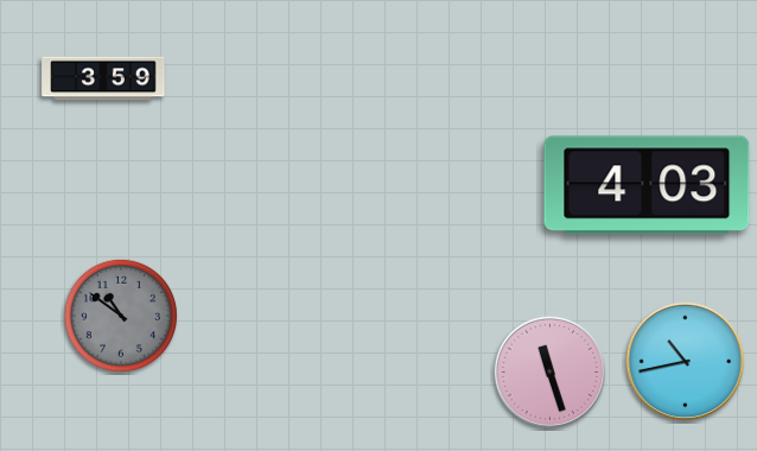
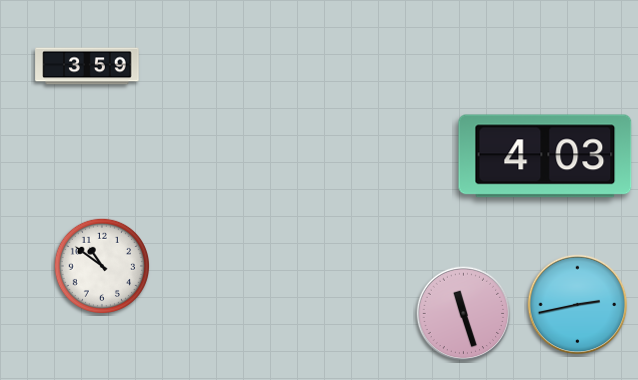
clock at (120, 315) dial: grey -> white
clock at (686, 362): 10:43 -> 2:43
